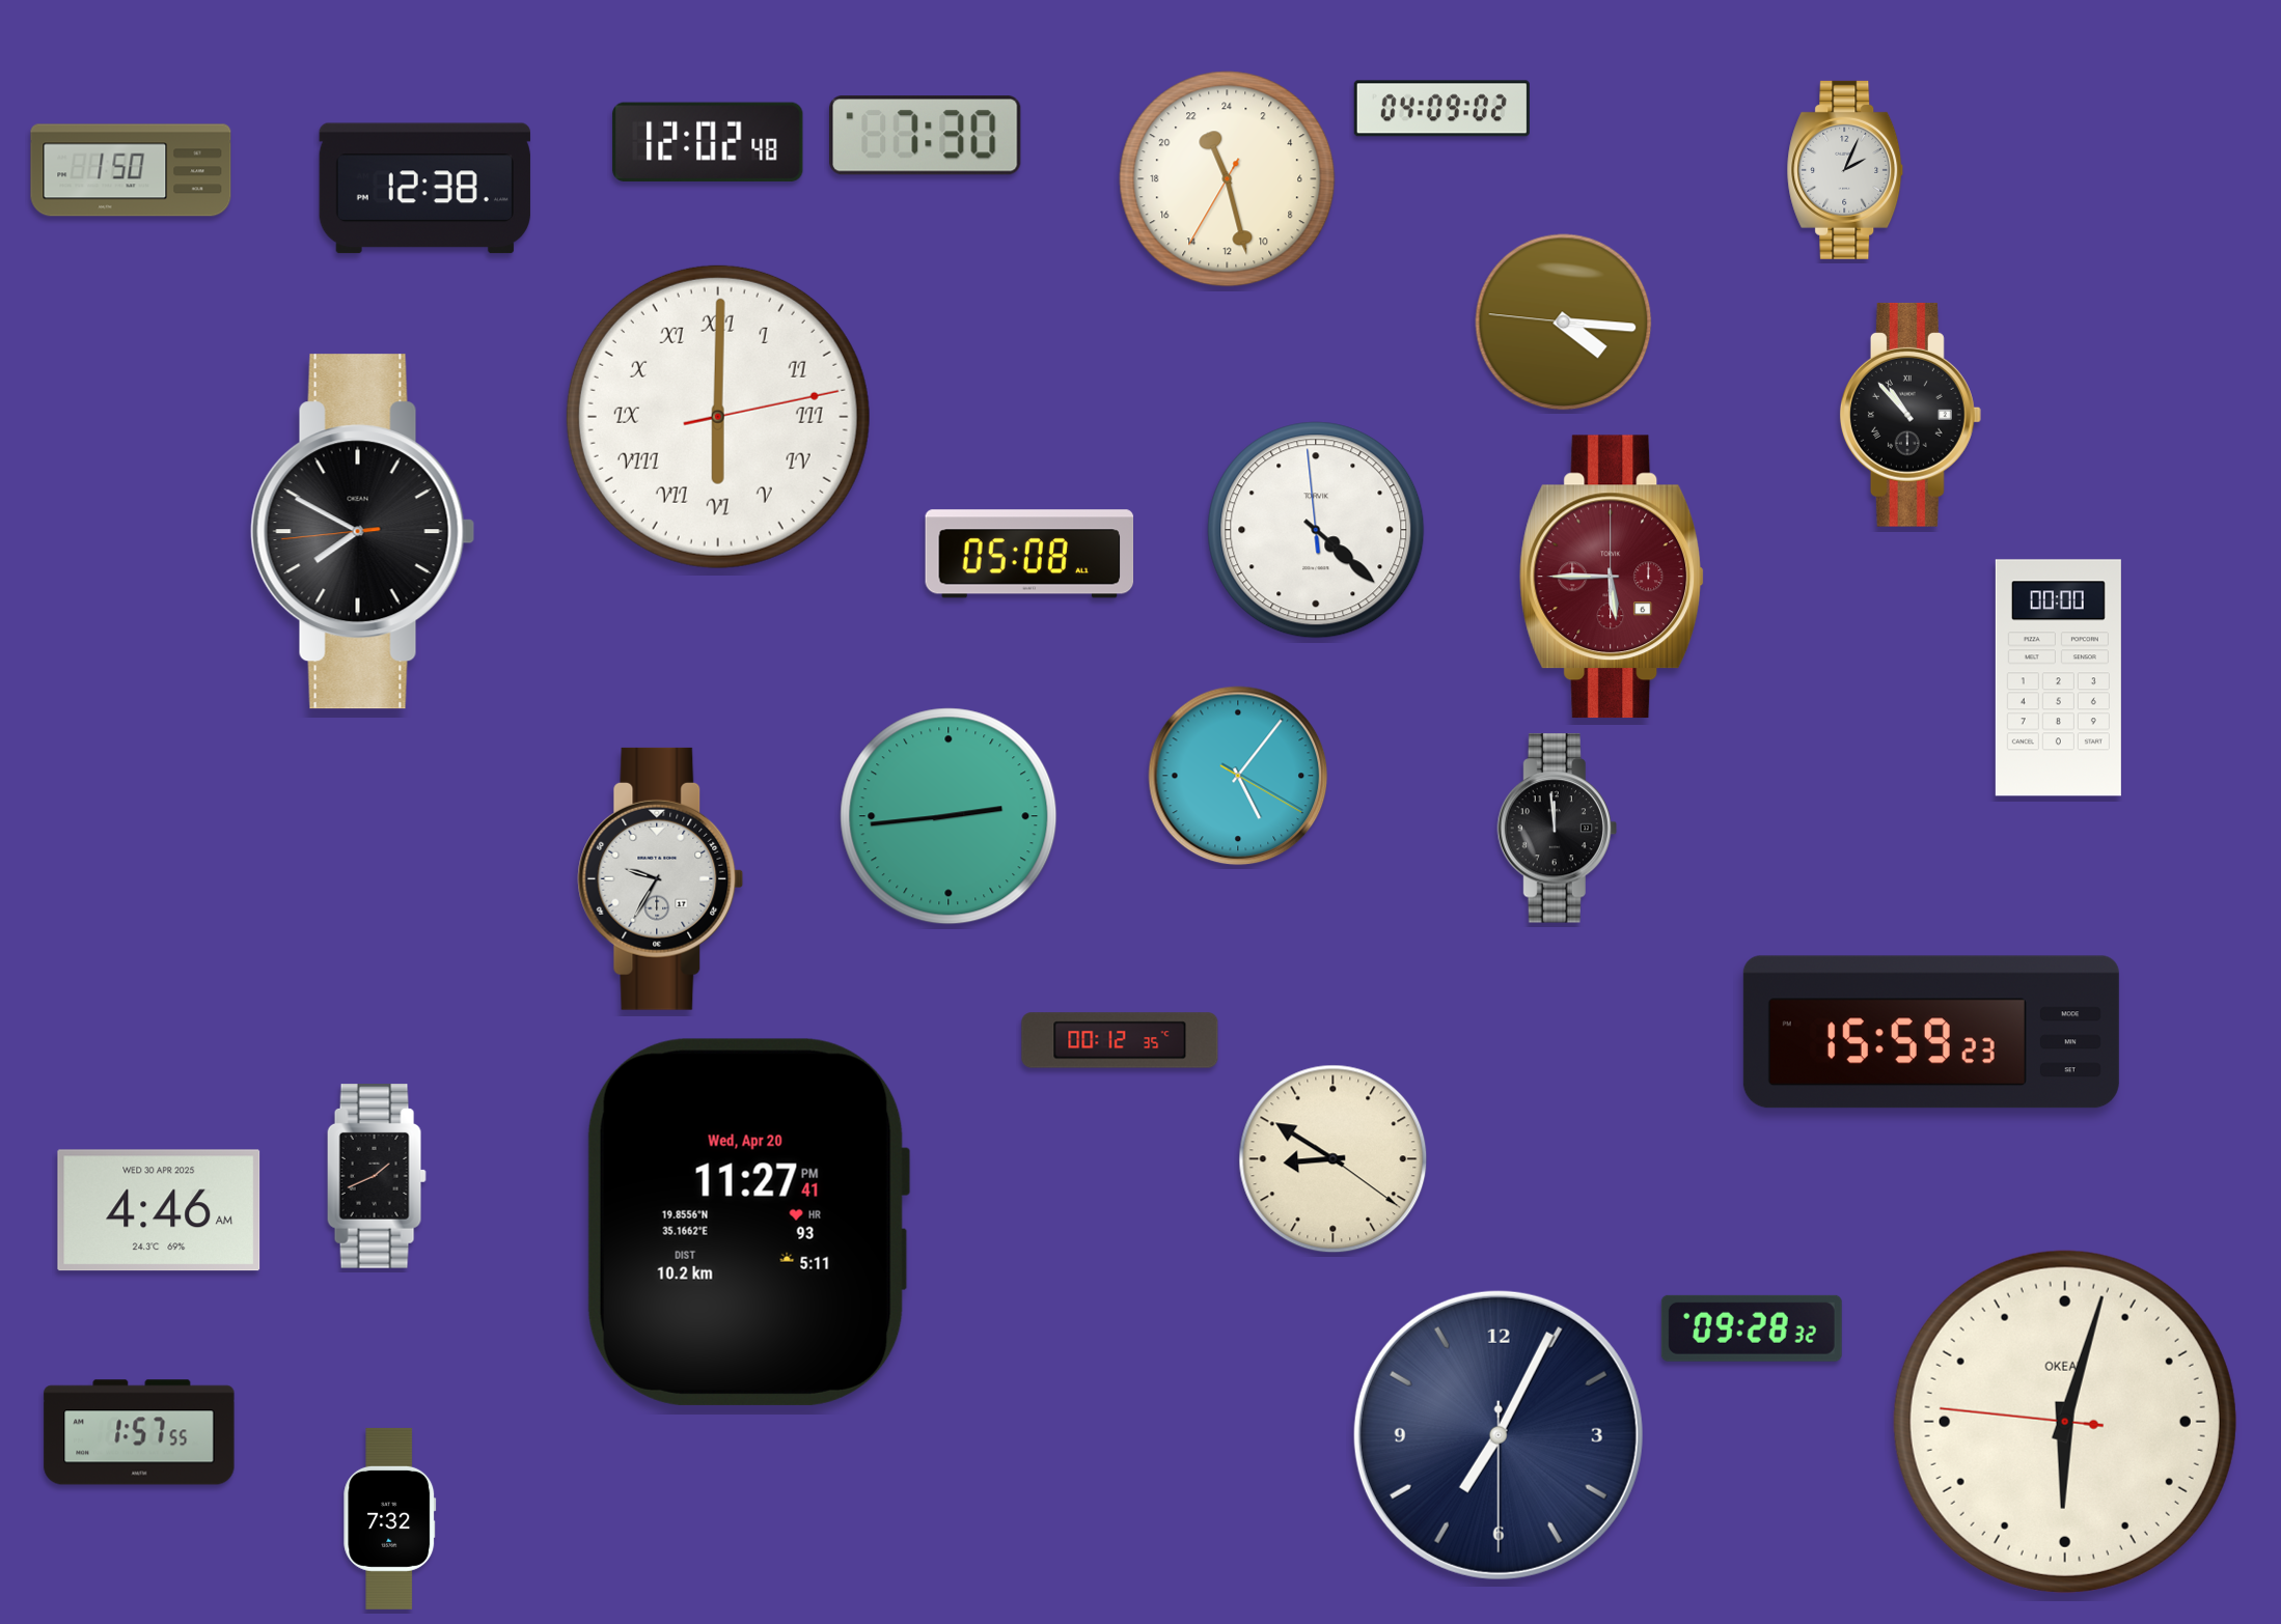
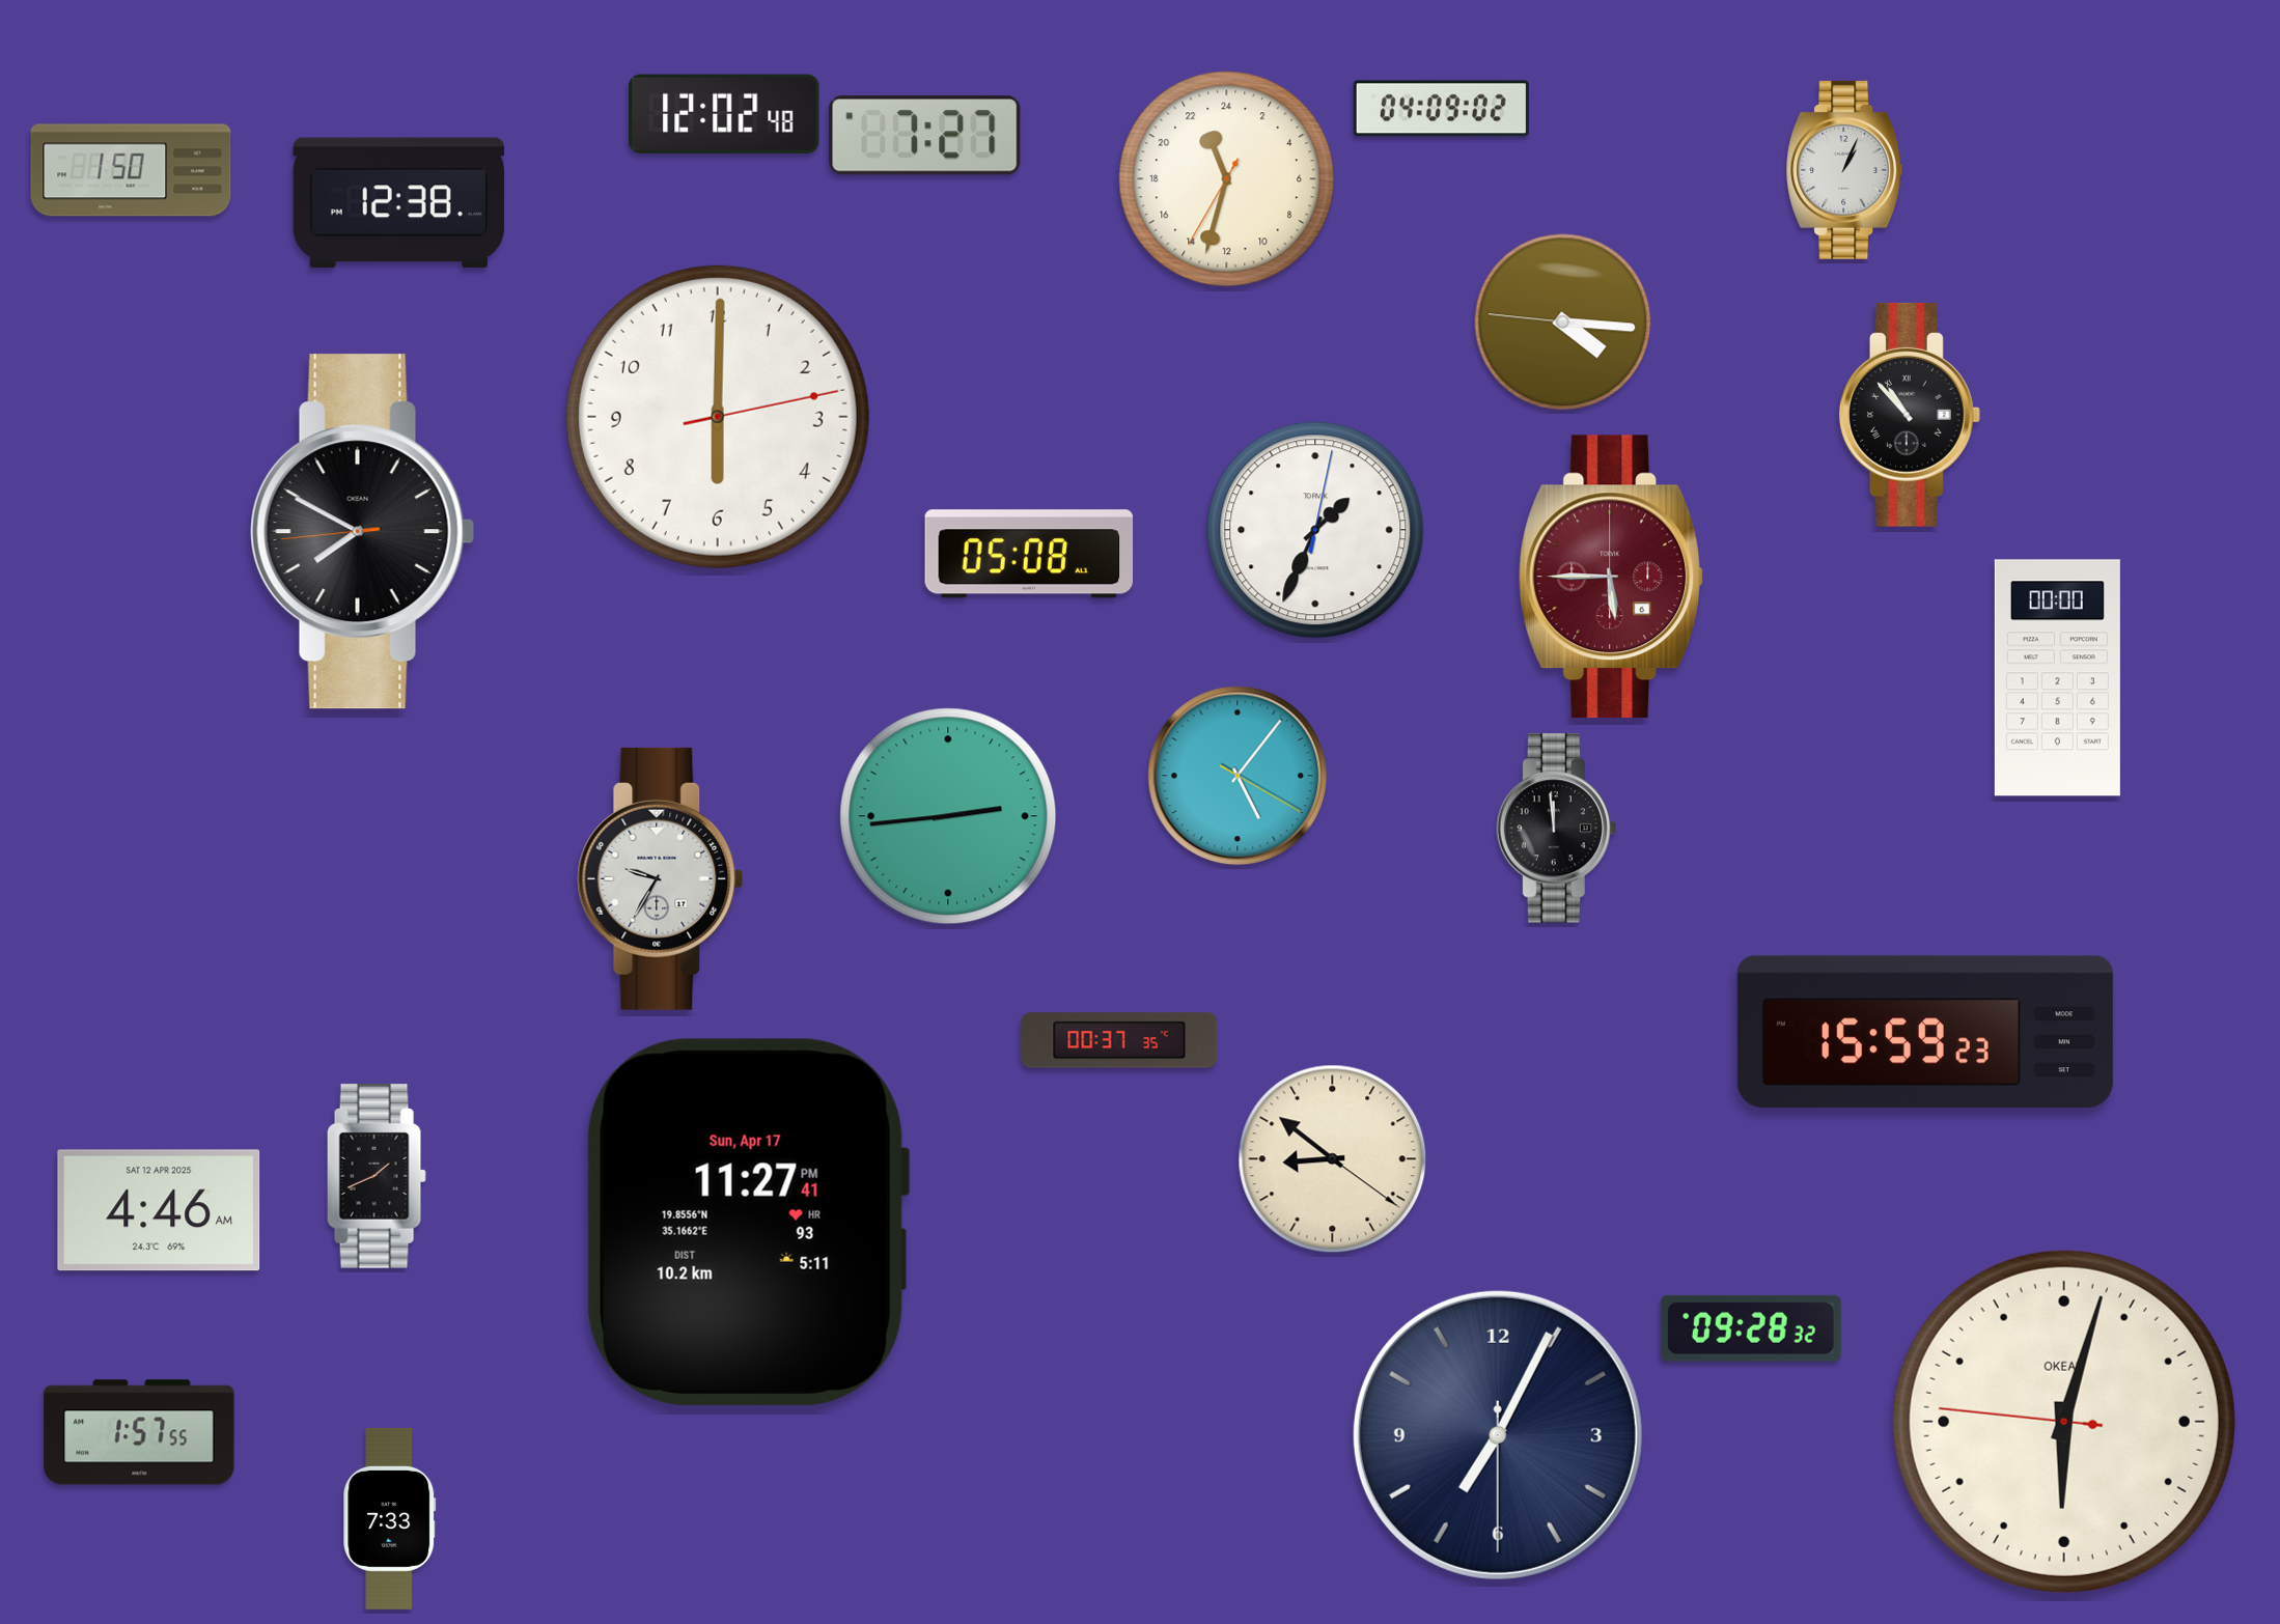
clock at (926, 136): 7:30 -> 7:27
clock at (708, 142) position: (708, 142) -> (724, 114)
clock at (1845, 170): 2:04 -> 1:04
clock at (1228, 179): 22:27 -> 22:32
clock at (424, 189) position: (424, 189) -> (398, 203)
clock at (718, 417) numerals: Roman -> Arabic
clock at (1316, 530): 4:21 -> 1:34
clock at (1931, 1032) position: (1931, 1032) -> (1925, 1032)
clock at (1120, 1040): 00:12 -> 00:37
clock at (1334, 1159): 8:50 -> 8:51
clock at (159, 1210) date: WED 30 APR 2025 -> SAT 12 APR 2025
clock at (748, 1222) date: Wed, Apr 20 -> Sun, Apr 17
clock at (390, 1518): 7:32 -> 7:33
